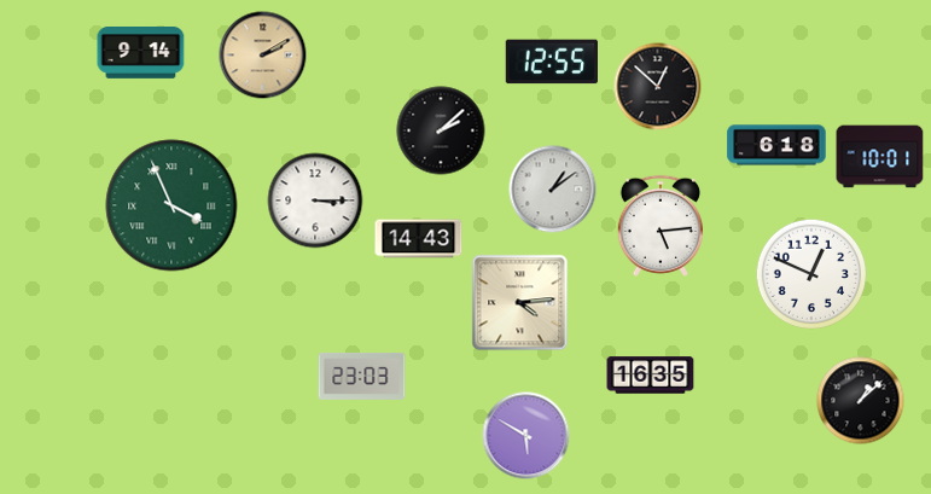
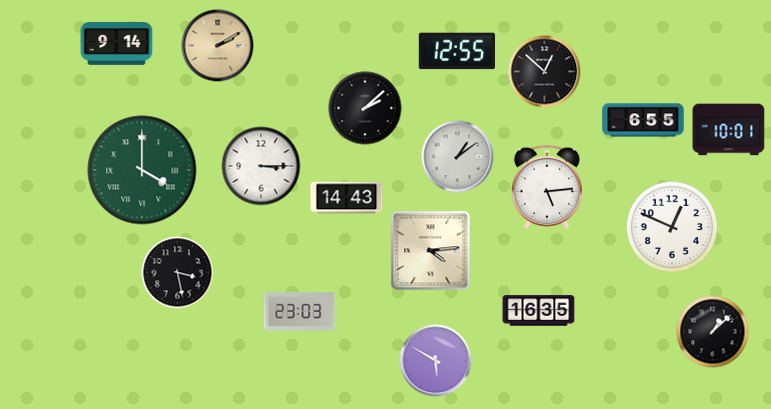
clock at (776, 145): 6:18 -> 6:55
clock at (171, 205): 3:56 -> 4:00
clock at (178, 273): none -> 3:28
